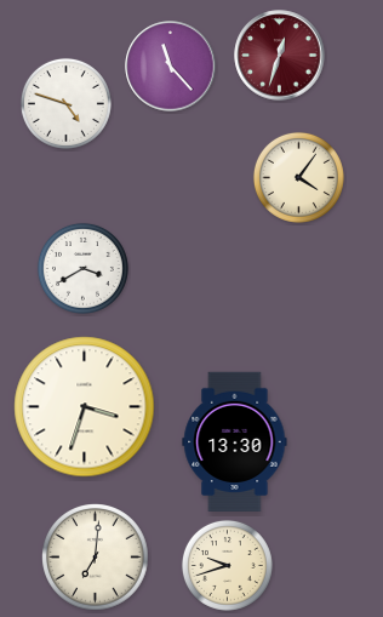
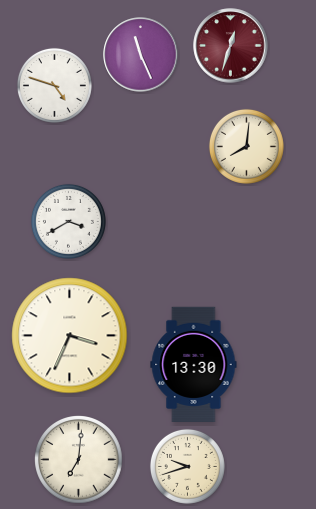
clock at (171, 67): 11:23 -> 11:26
clock at (298, 177): 4:06 -> 8:01
clock at (85, 407): 3:33 -> 3:34
